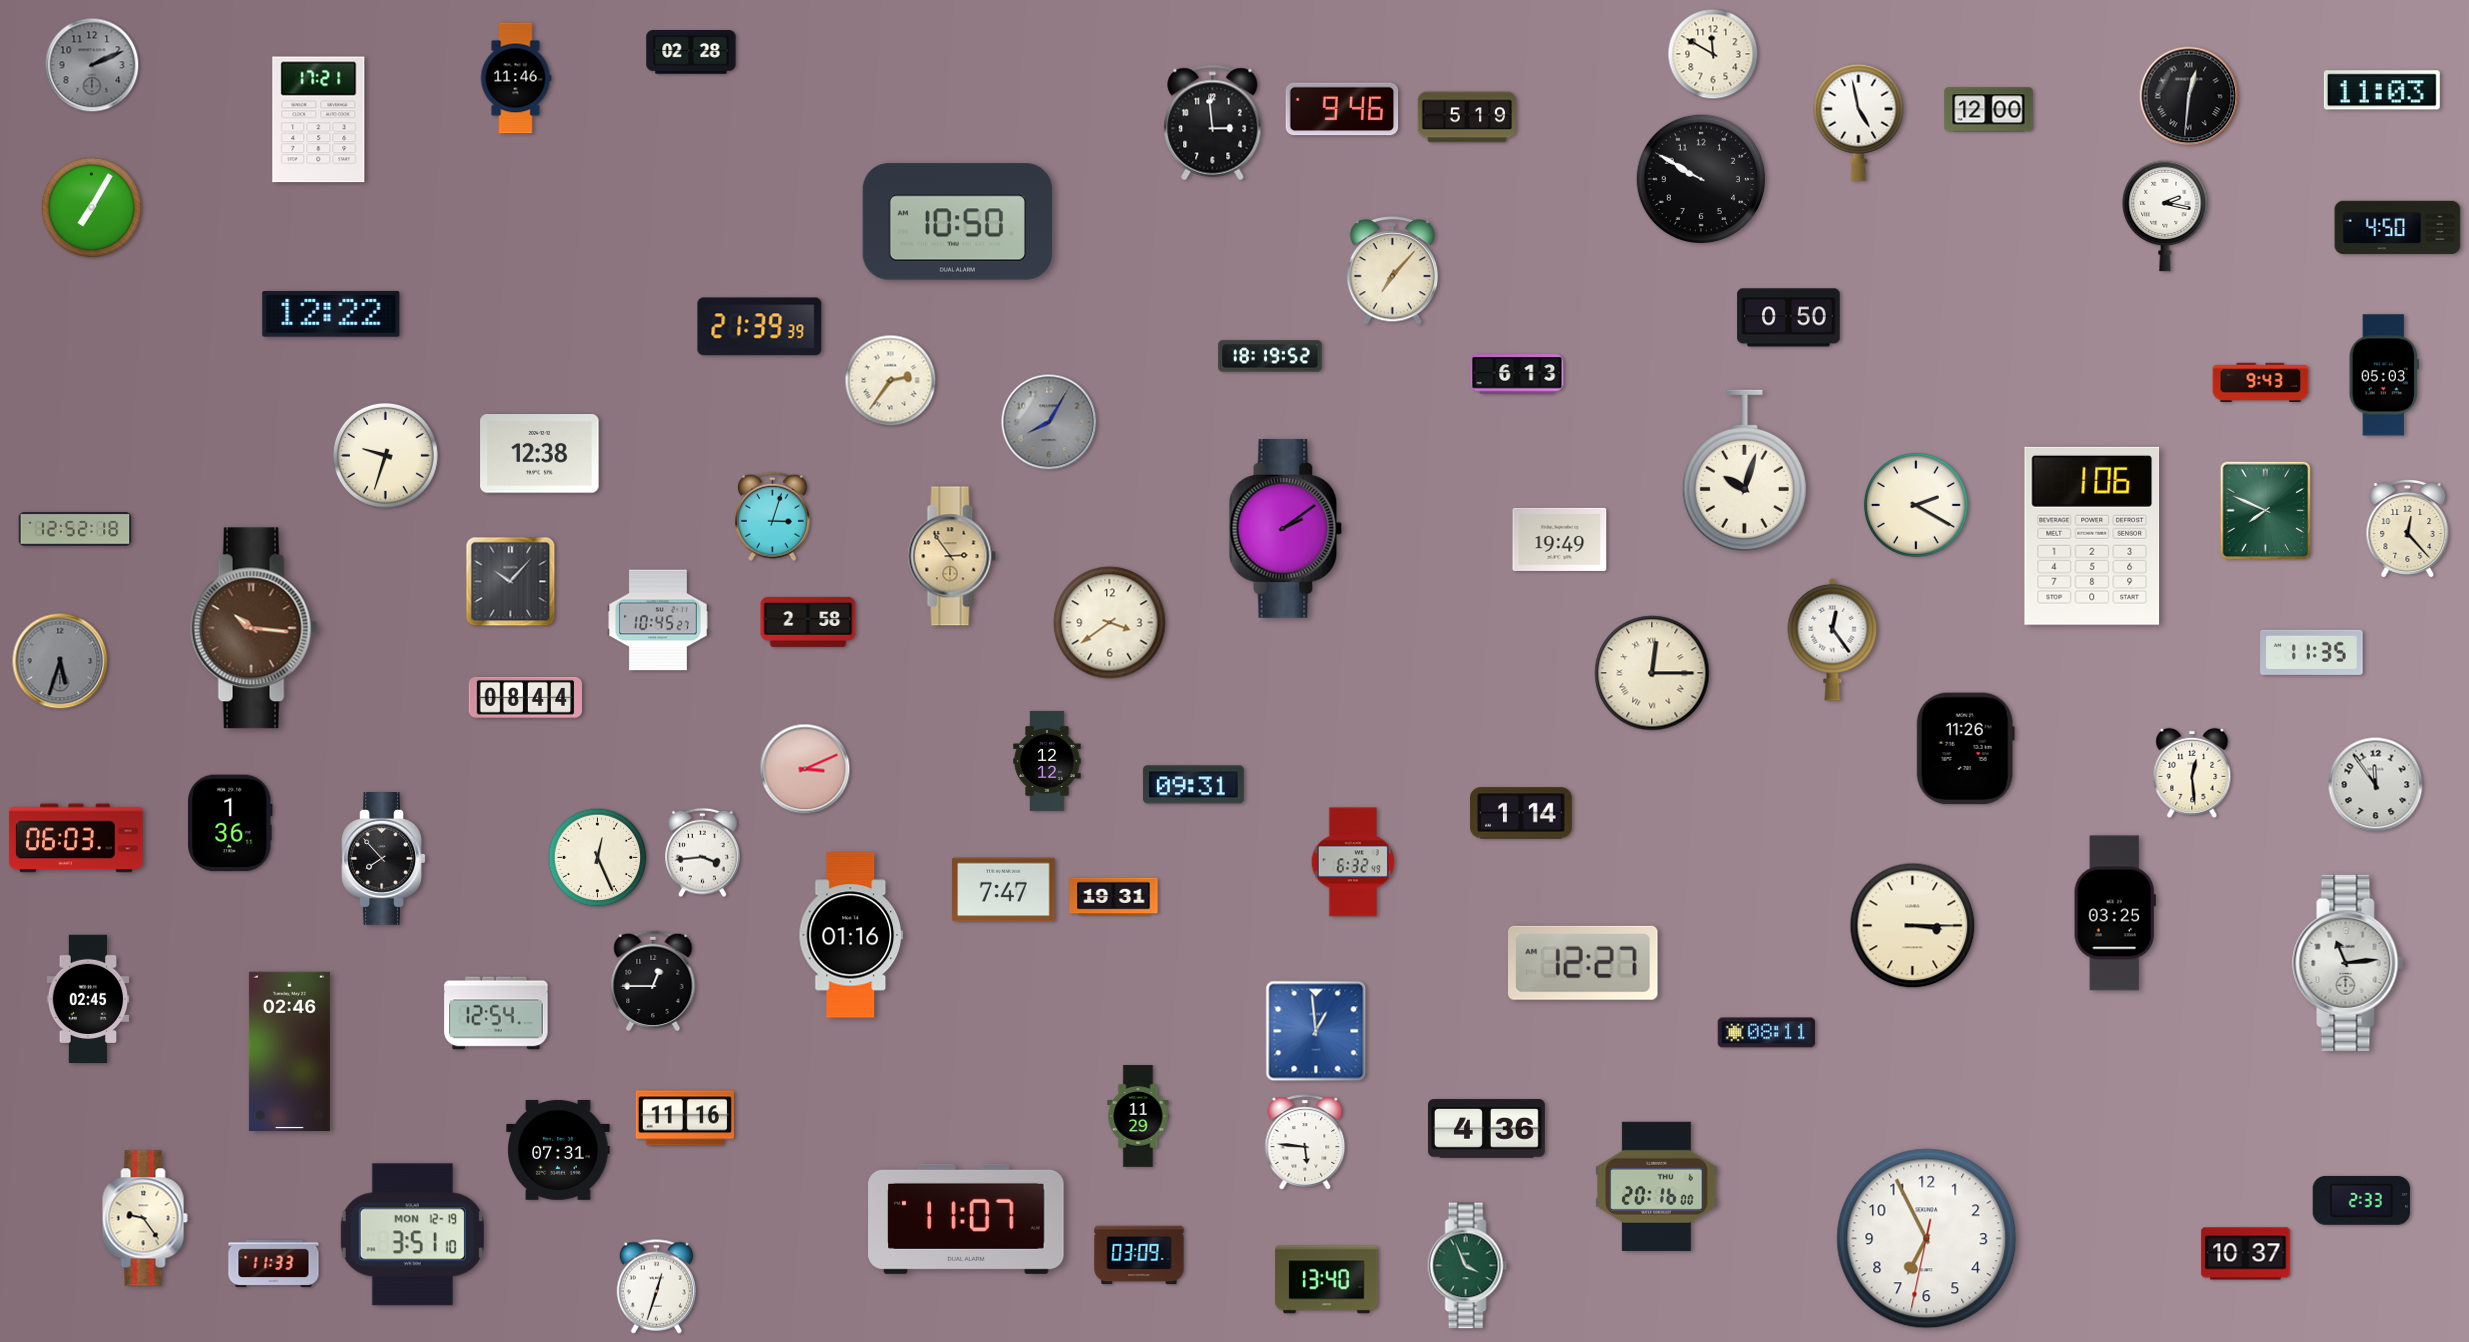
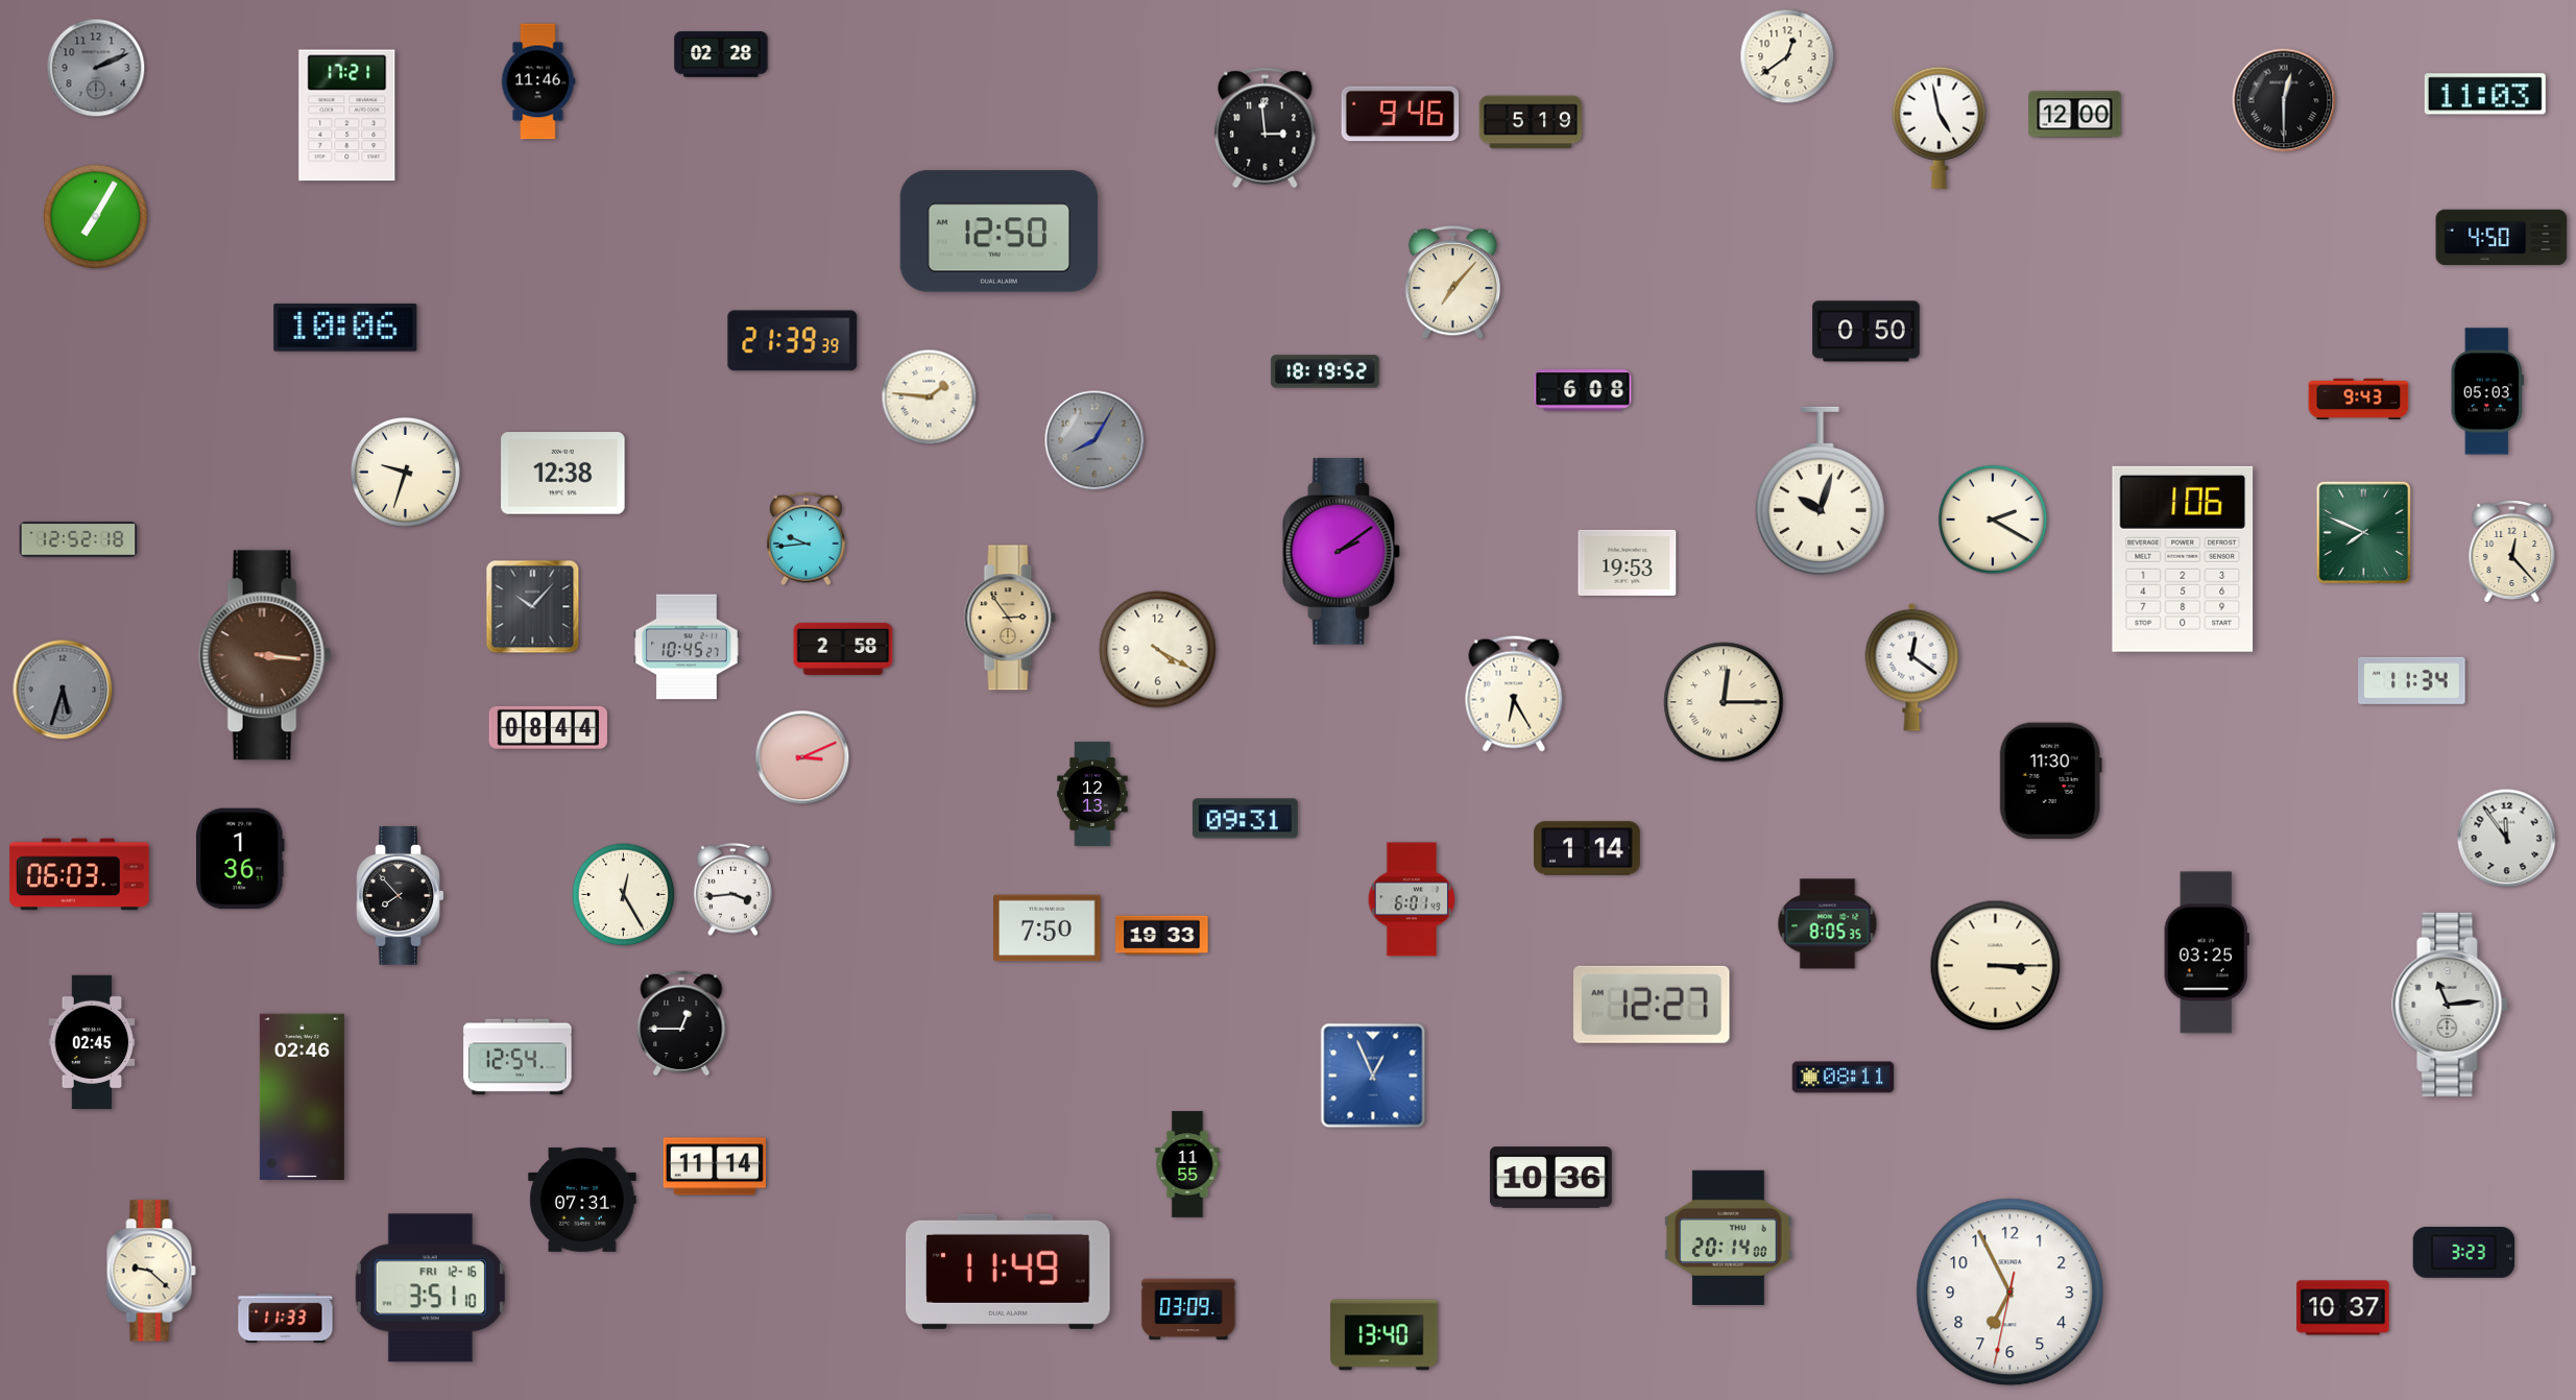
clock at (1713, 54): 11:50 -> 12:39
clock at (2189, 96): 12:31 -> 12:30
clock at (319, 120) position: (319, 120) -> (347, 116)
clock at (1700, 178): 9:50 -> none
clock at (2165, 216): 2:17 -> none
clock at (958, 222): 10:50 -> 12:50
clock at (331, 314): 12:22 -> 10:06
clock at (1517, 374): 6:13 -> 6:08
clock at (891, 381): 2:36 -> 1:46
clock at (385, 455) position: (385, 455) -> (405, 472)
clock at (1916, 505) position: (1916, 505) -> (1993, 520)
clock at (773, 517): 3:03 -> 9:44
clock at (75, 529) position: (75, 529) -> (78, 539)
clock at (1560, 539): 19:49 -> 19:53
clock at (952, 556) position: (952, 556) -> (1010, 618)
clock at (1110, 623): 3:39 -> 4:20
clock at (254, 628): 10:16 -> 3:16
clock at (1833, 639): 12:24 -> 12:21
clock at (2312, 652): 11:35 -> 11:34
clock at (1514, 694): none -> 6:25
clock at (1965, 749): 11:26 -> 11:30
clock at (1047, 761): 12:12 -> 12:13
clock at (805, 769) position: (805, 769) -> (802, 757)
clock at (2192, 773): 12:29 -> none
clock at (2376, 785) position: (2376, 785) -> (2507, 839)
clock at (598, 858): 12:26 -> 12:25
clock at (1353, 862): 6:32 -> 6:01
clock at (1828, 924): none -> 8:05
clock at (1004, 890): 7:47 -> 7:50
clock at (1114, 897): 19:31 -> 19:33
clock at (851, 935): 01:16 -> none
clock at (1316, 1031): 12:59 -> 12:56
clock at (1138, 1116): 11:29 -> 11:55
clock at (685, 1118): 11:16 -> 11:14
clock at (1487, 1129): 4:36 -> 10:36
clock at (1305, 1142): 5:46 -> none
clock at (1657, 1186): 20:16 -> 20:14
clock at (2362, 1200): 2:33 -> 3:23
clock at (145, 1218): 9:24 -> 9:22
clock at (966, 1219): 11:07 -> 11:49
clock at (412, 1235) date: MON 12-19 -> FRI 12-16
clock at (1468, 1266): 3:56 -> none
clock at (657, 1287): 12:33 -> none
